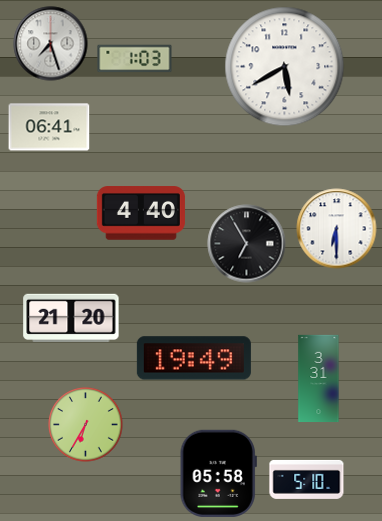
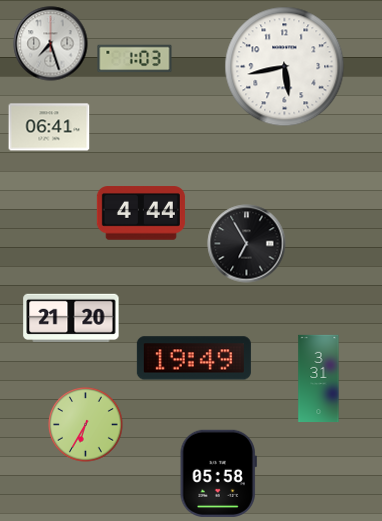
clock at (285, 67): 5:40 -> 5:43
clock at (141, 213): 4:40 -> 4:44
clock at (337, 229): 6:30 -> none
clock at (307, 479): 5:10 -> none
